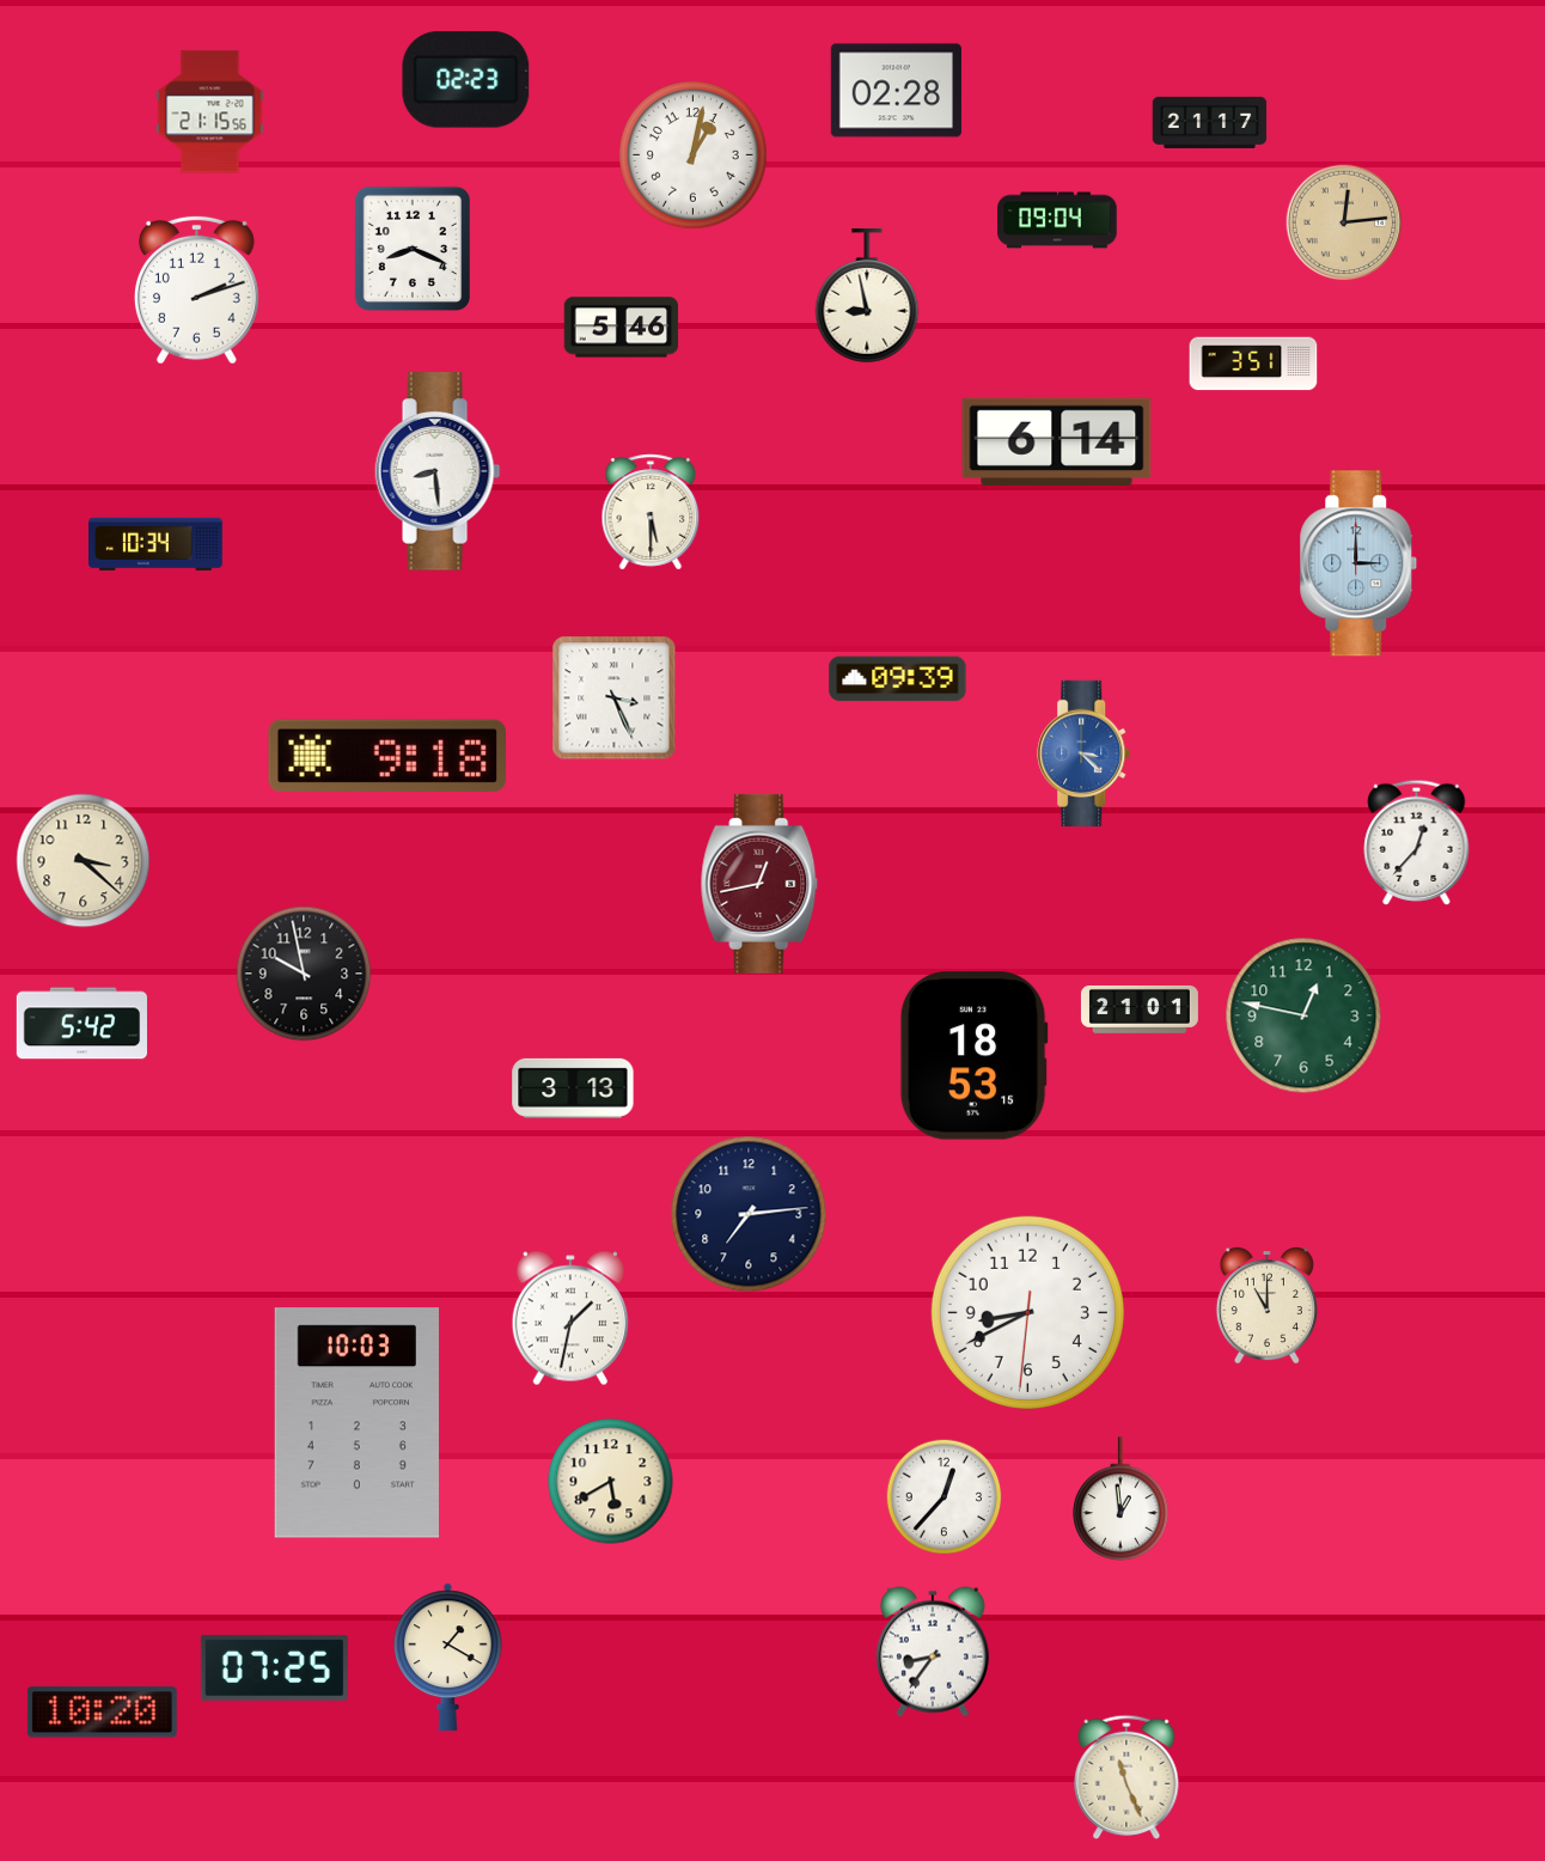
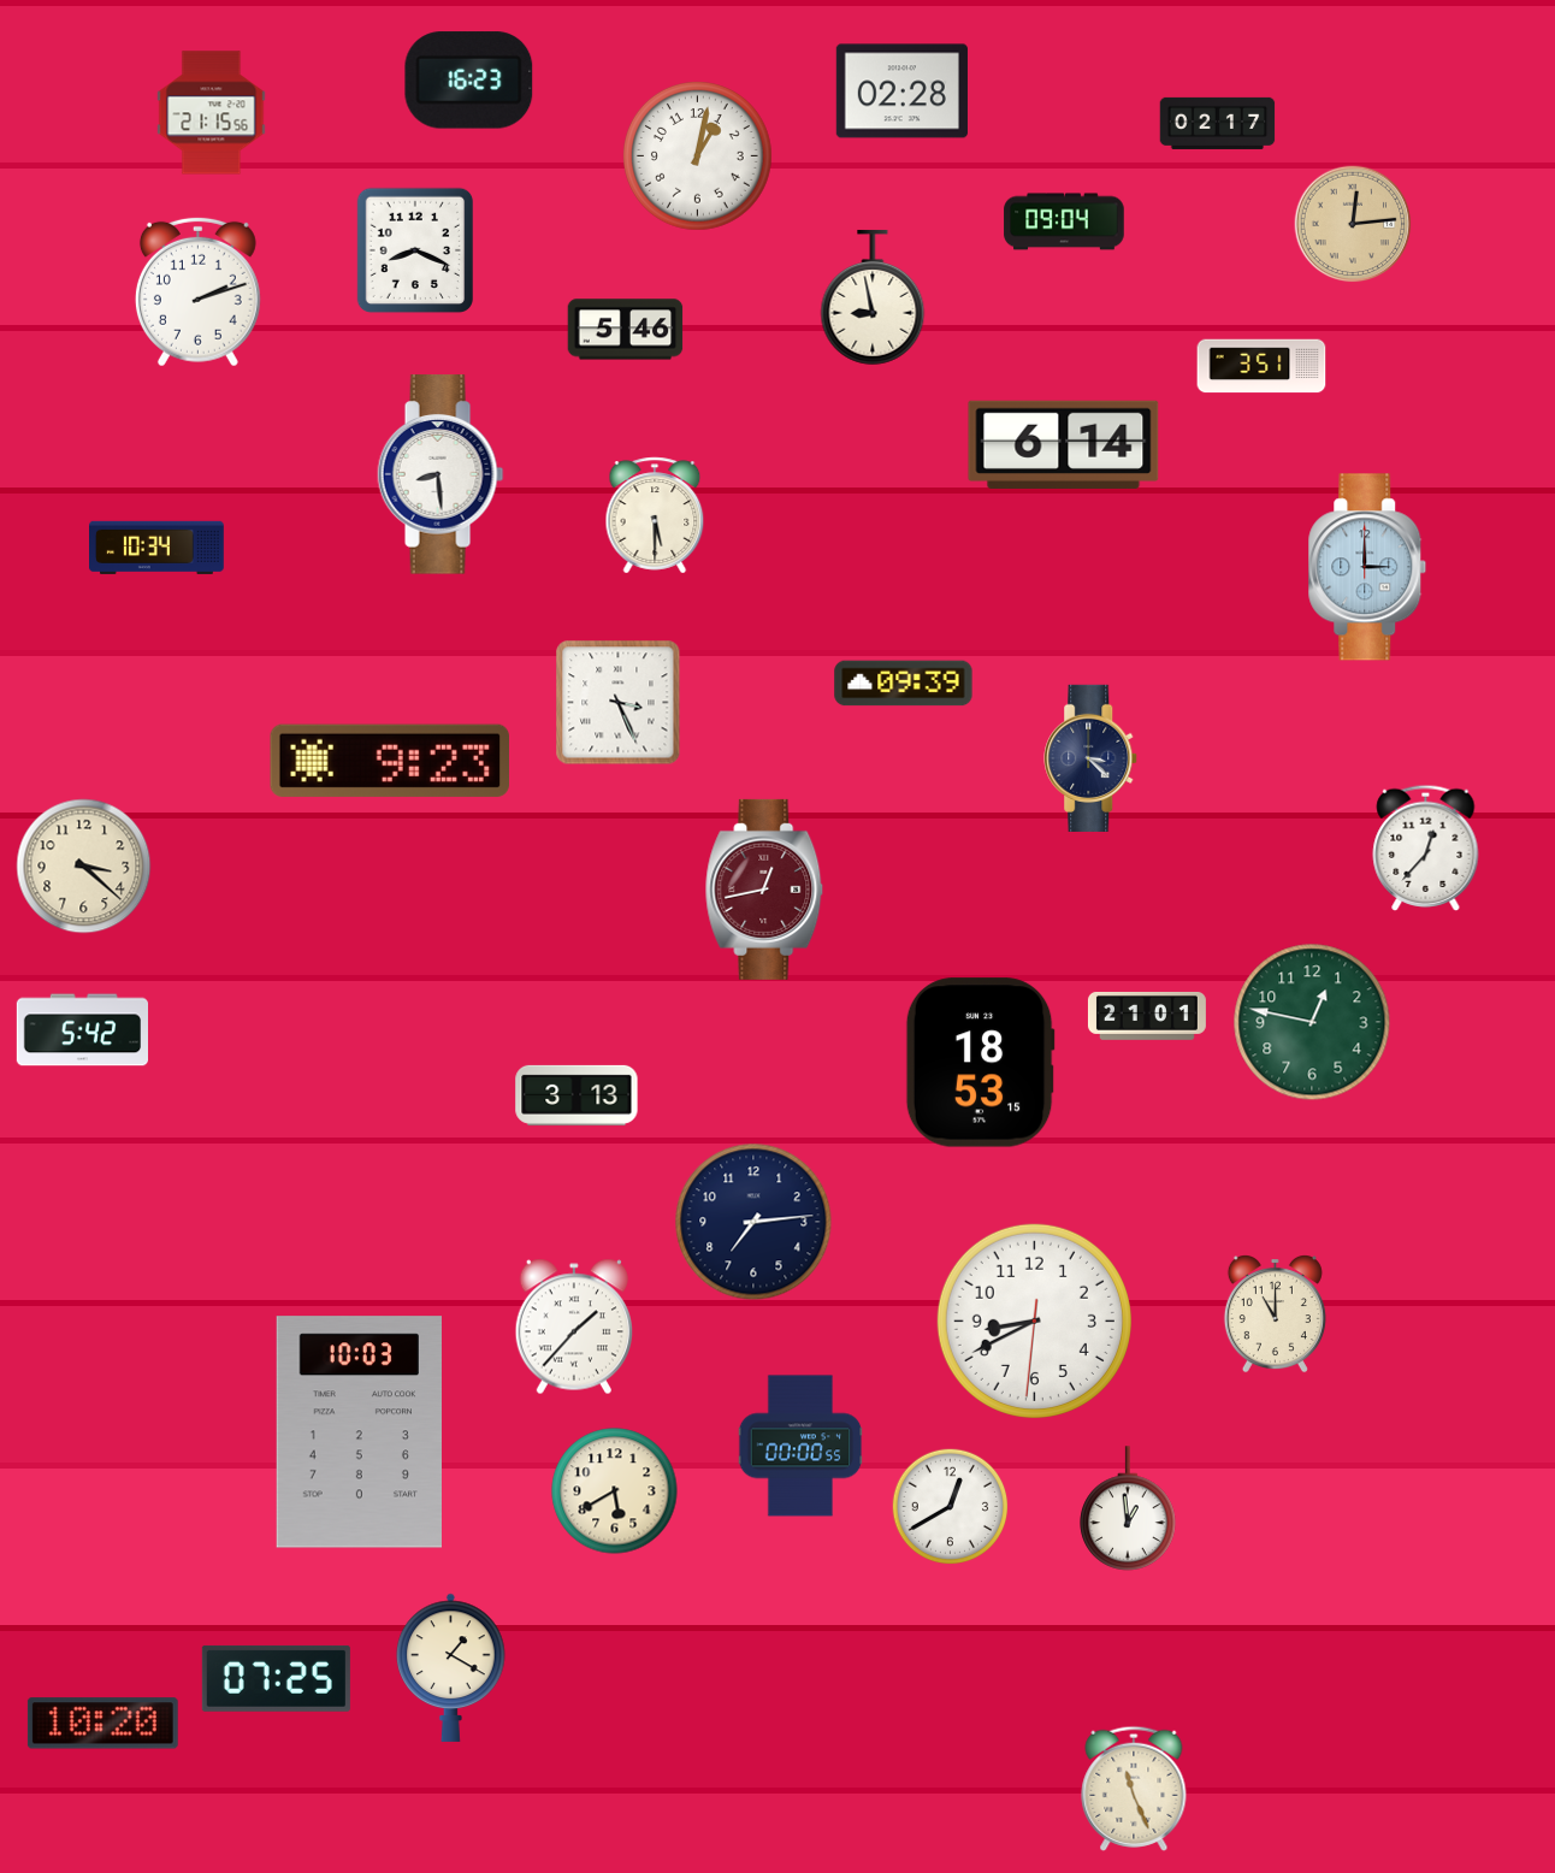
clock at (466, 80): 02:23 -> 16:23
clock at (1210, 122): 21:17 -> 02:17
clock at (1085, 753) dial: blue -> navy
clock at (386, 756): 9:18 -> 9:23
clock at (304, 974): 9:58 -> none
clock at (569, 1318): 1:32 -> 1:37
clock at (800, 1446): none -> 00:00
clock at (945, 1497): 12:37 -> 12:40
clock at (933, 1652): 8:36 -> none
